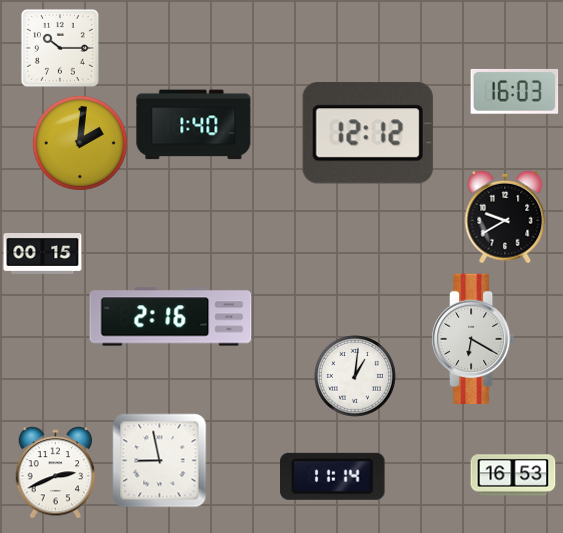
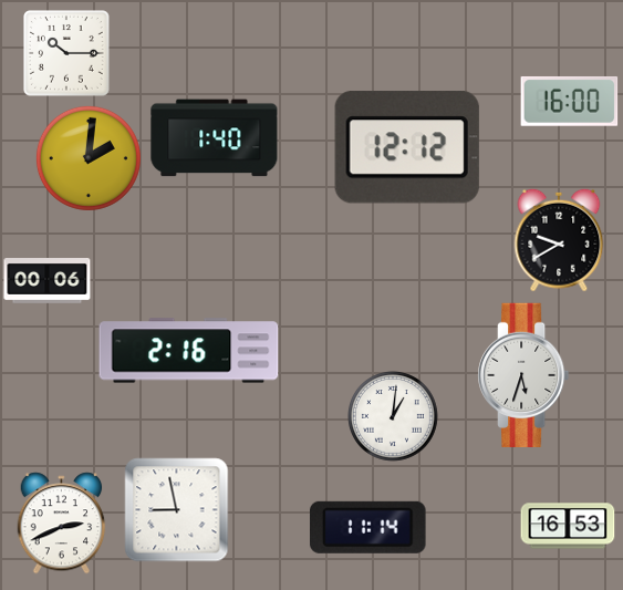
clock at (515, 92): 16:03 -> 16:00
clock at (43, 254): 00:15 -> 00:06
clock at (473, 338): 6:20 -> 5:33
